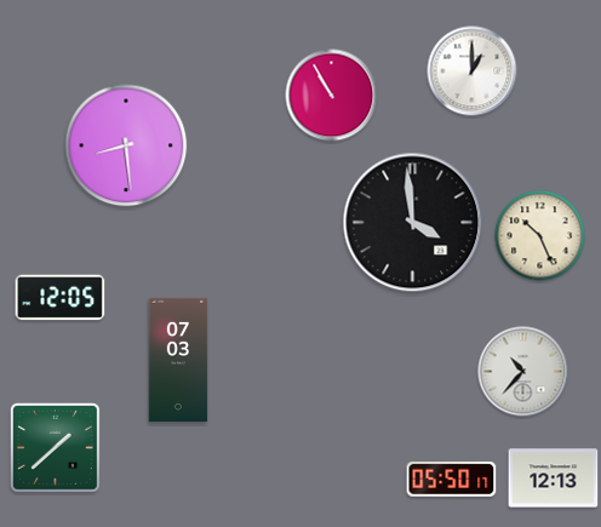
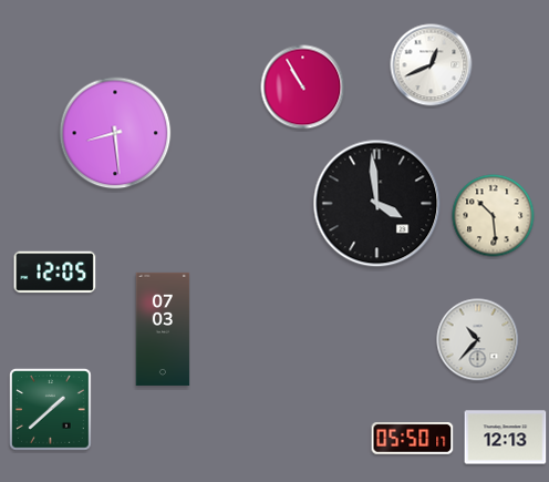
clock at (473, 71): 1:00 -> 12:41
clock at (540, 236): 10:26 -> 10:29
